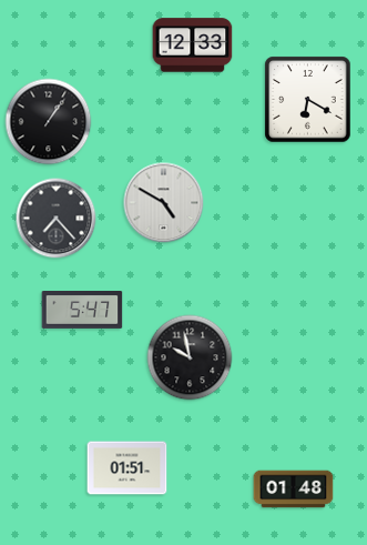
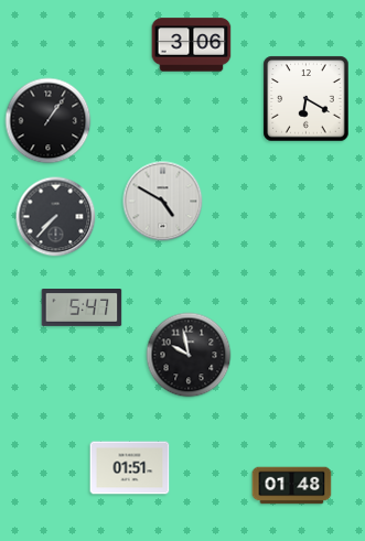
clock at (193, 46): 12:33 -> 3:06
clock at (57, 219): 7:23 -> 7:37
clock at (128, 468) position: (128, 468) -> (130, 468)
